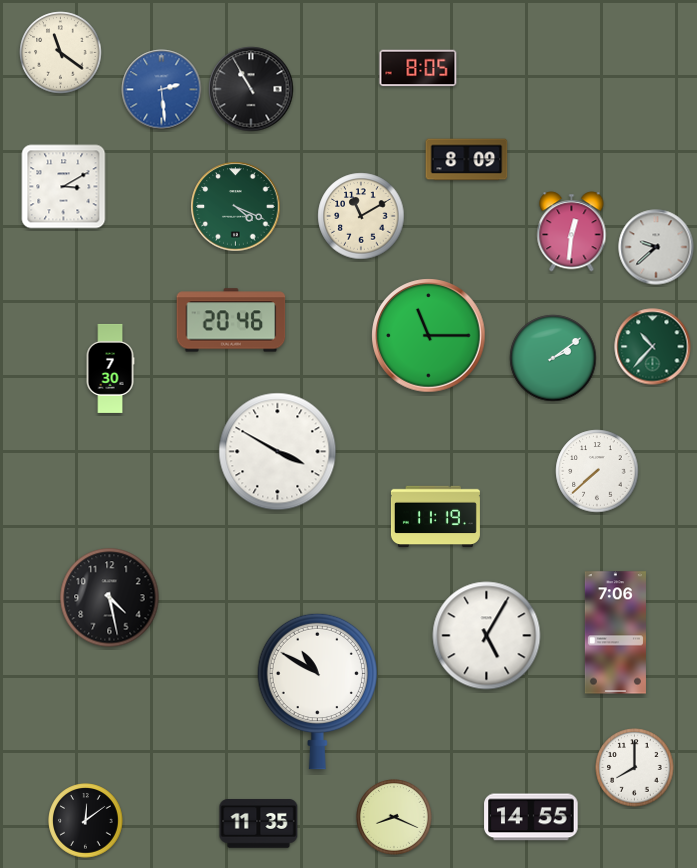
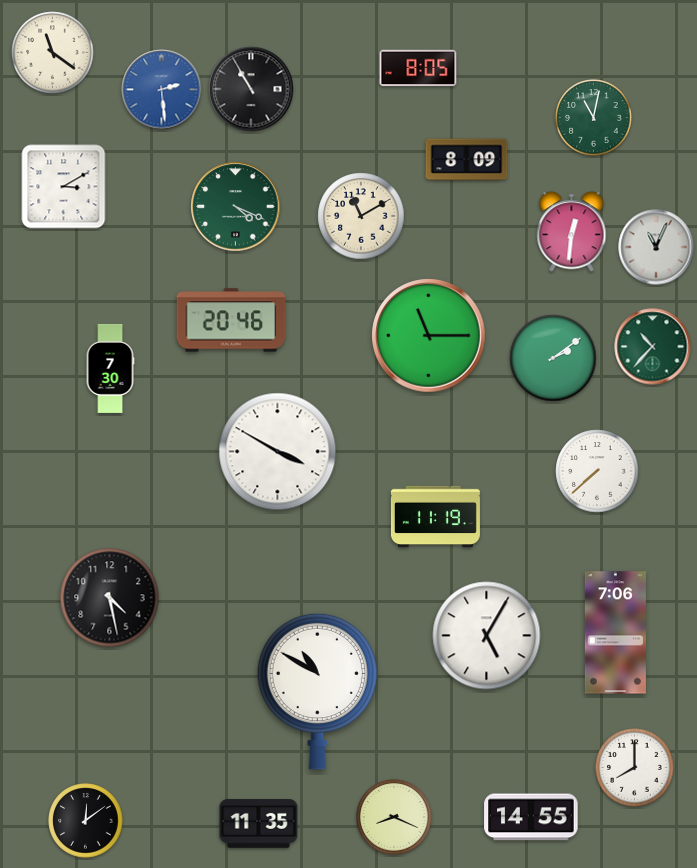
clock at (61, 53) position: (61, 53) -> (53, 53)
clock at (594, 118): none -> 11:02
clock at (656, 247): 9:38 -> 11:04
